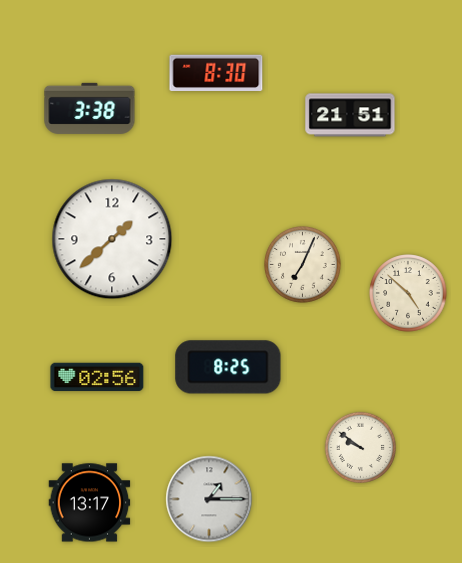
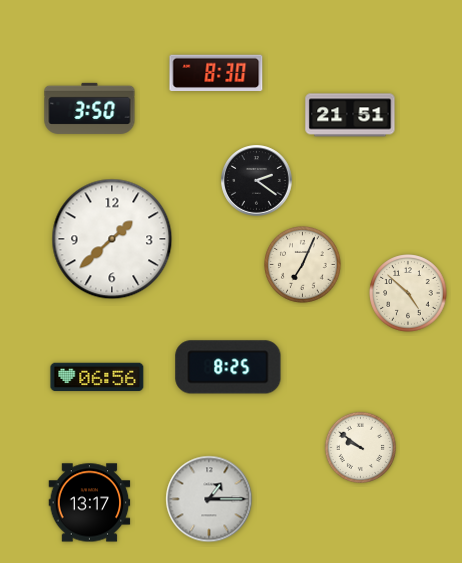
clock at (90, 108): 3:38 -> 3:50
clock at (257, 181): none -> 2:21
clock at (97, 377): 02:56 -> 06:56
